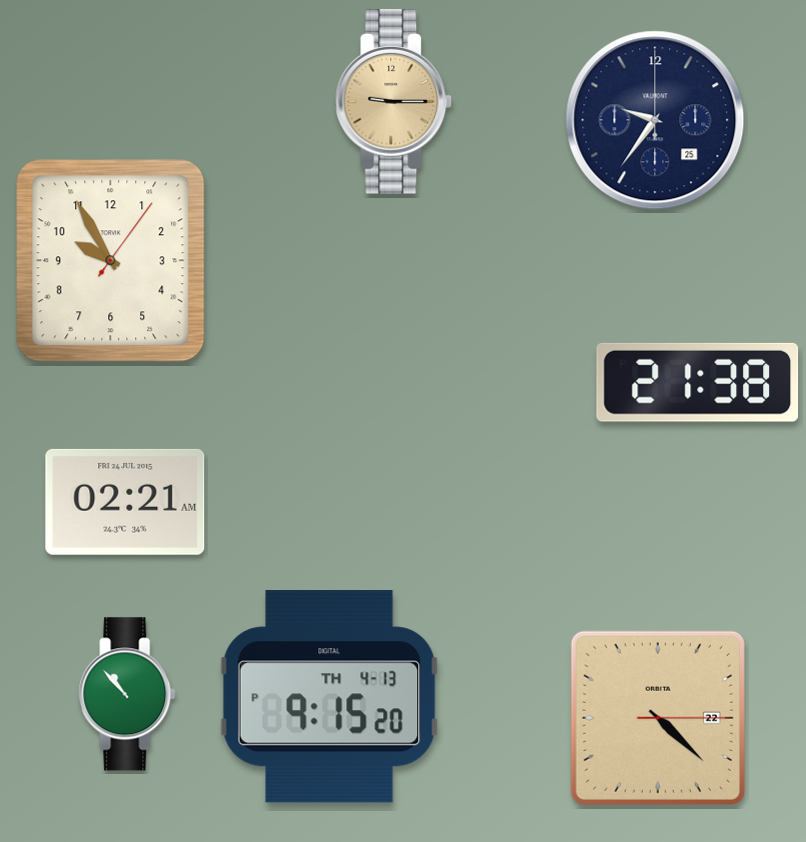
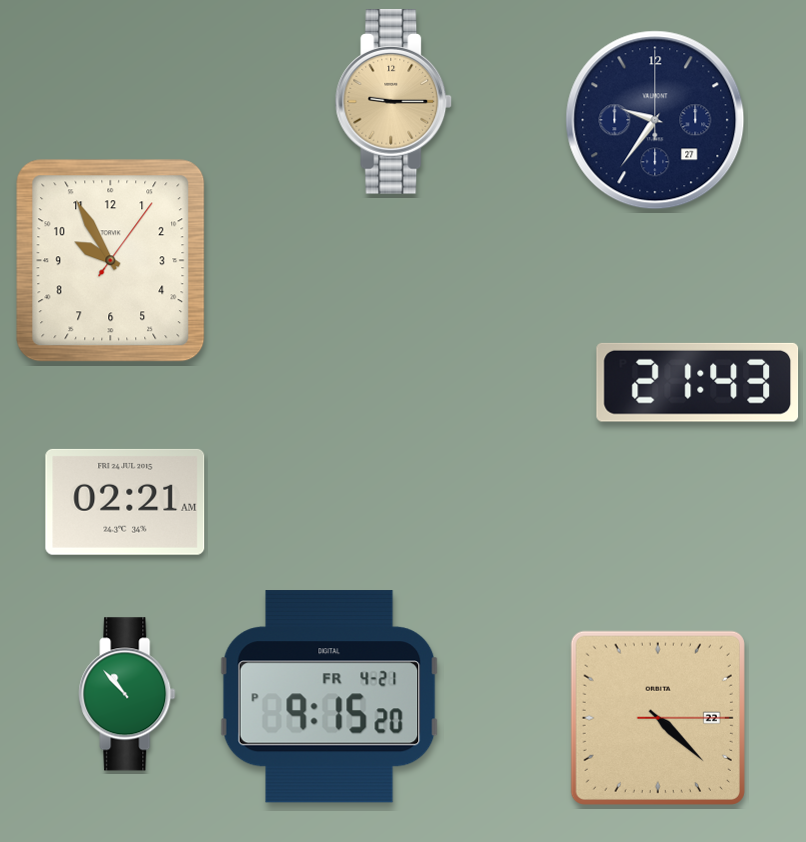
clock at (655, 120) date: 25 -> 27
clock at (698, 382): 21:38 -> 21:43
clock at (330, 697) date: TH 4-13 -> FR 4-21
